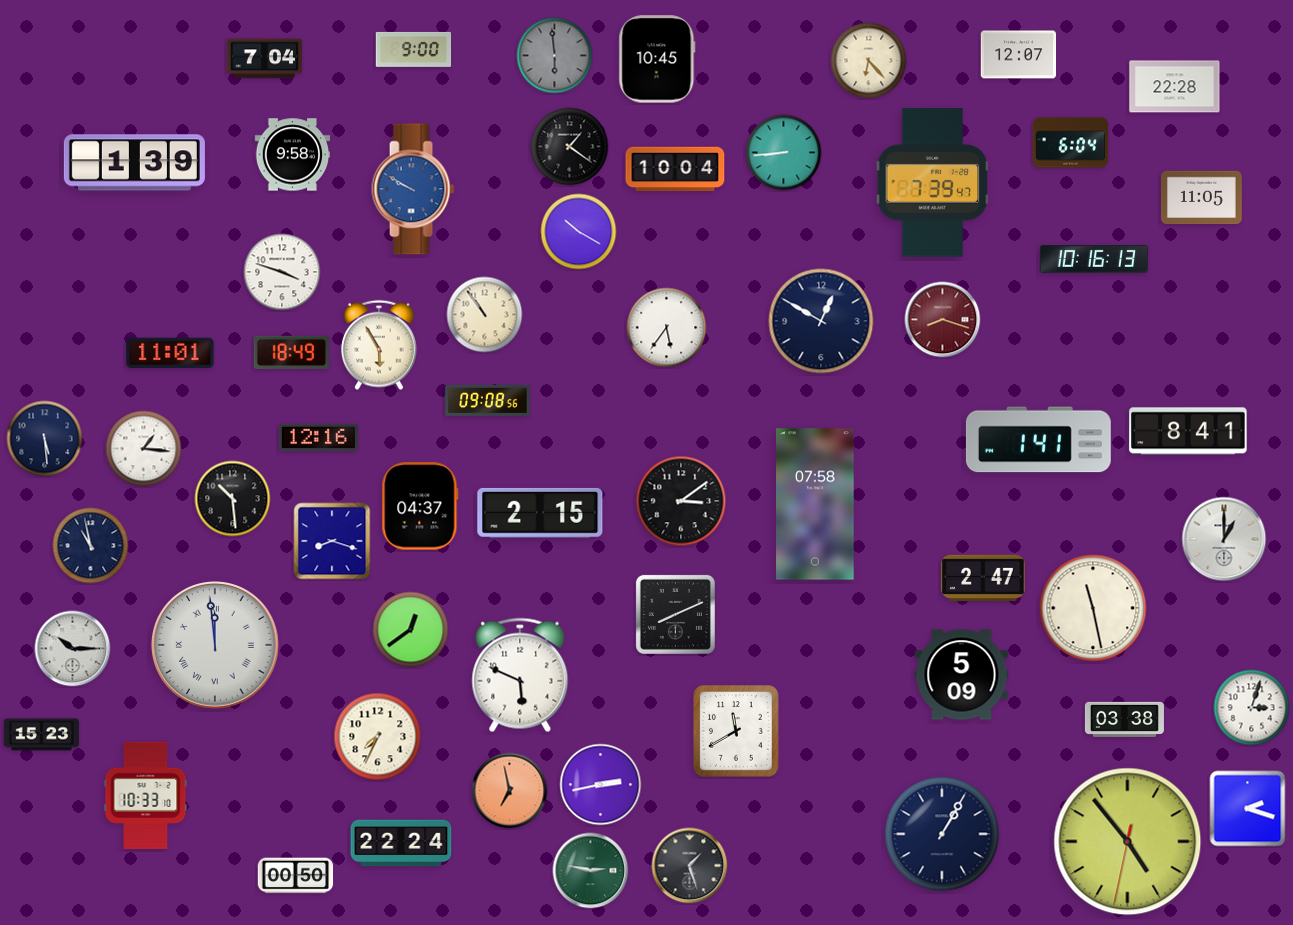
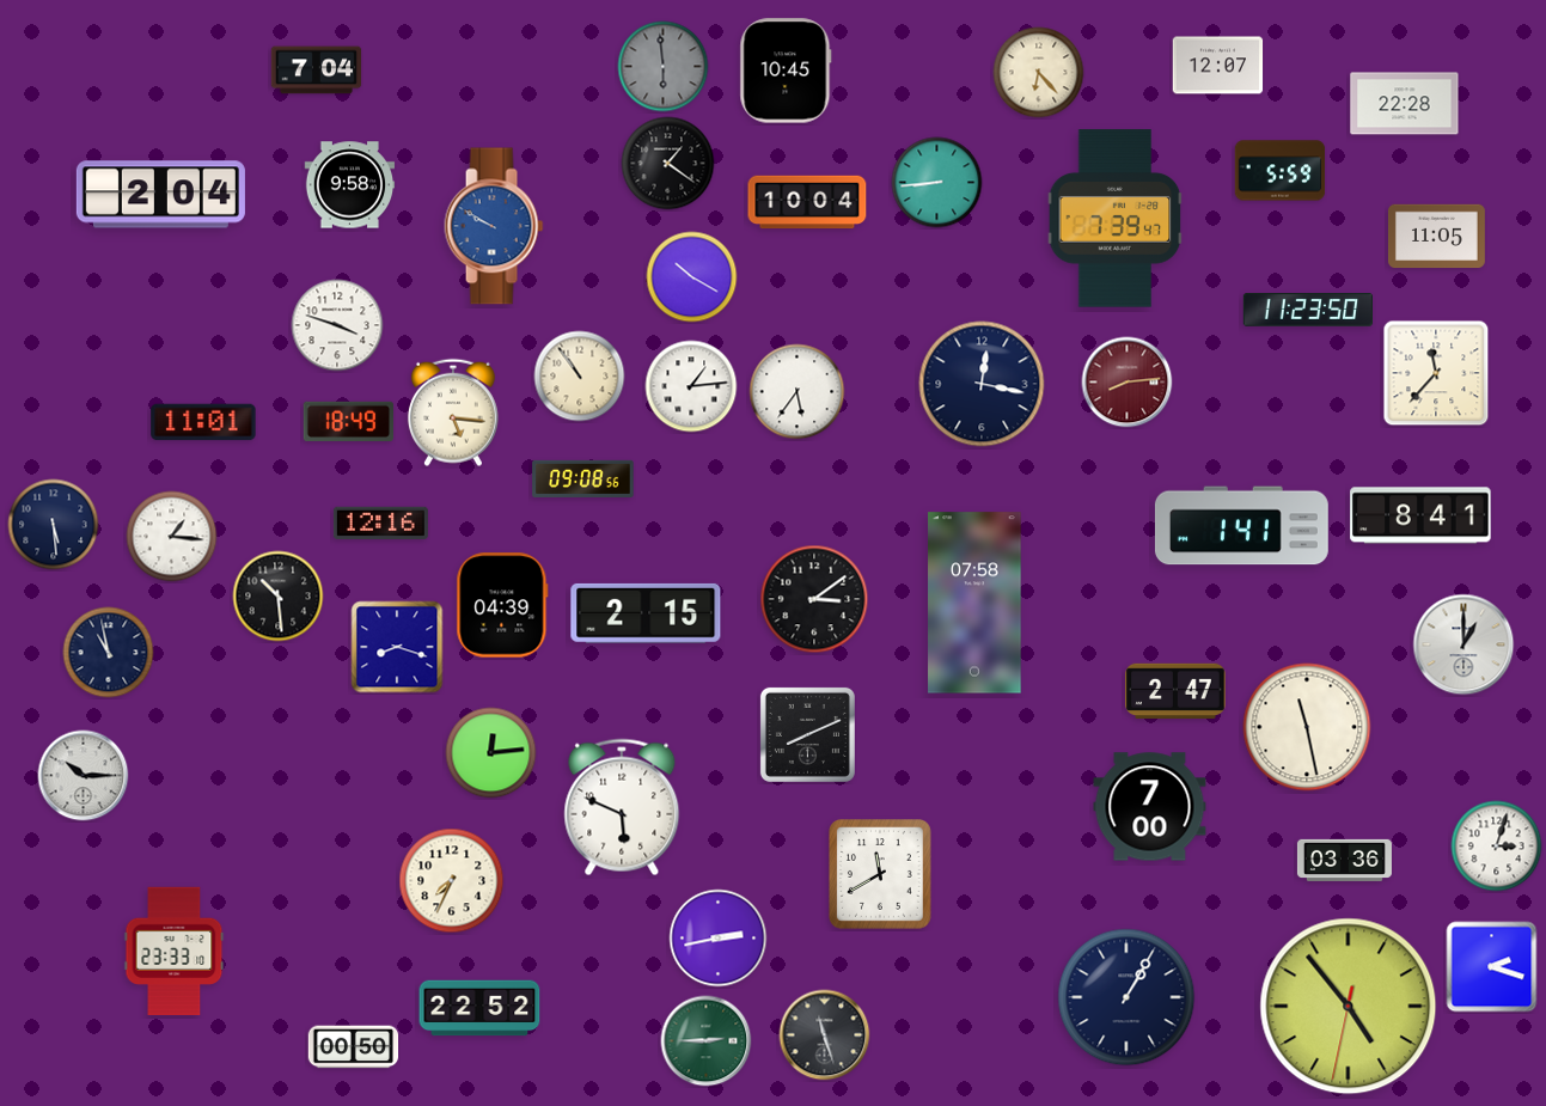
clock at (414, 49): 9:00 -> none
clock at (1071, 143): 6:04 -> 5:59
clock at (570, 147) position: (570, 147) -> (668, 164)
clock at (134, 163): 1:39 -> 2:04
clock at (1094, 259): 10:16 -> 11:23
clock at (1436, 373): none -> 11:37
clock at (943, 320): 8:18 -> 8:14
clock at (821, 321): 12:50 -> 12:17
clock at (691, 386): none -> 1:14
clock at (379, 345): 5:55 -> 5:16
clock at (420, 506): 04:37 -> 04:39
clock at (411, 630): 12:39 -> 12:14
clock at (216, 646): 11:59 -> none
clock at (73, 649) position: (73, 649) -> (84, 776)
clock at (962, 675): 5:09 -> 7:00
clock at (1124, 719): 03:38 -> 03:36
clock at (42, 735): 15:23 -> none
clock at (510, 791): 6:58 -> none
clock at (146, 795): 10:33 -> 23:33
clock at (401, 843): 22:24 -> 22:52
clock at (690, 866): 1:27 -> 11:27
clock at (591, 871): 2:47 -> 2:45
